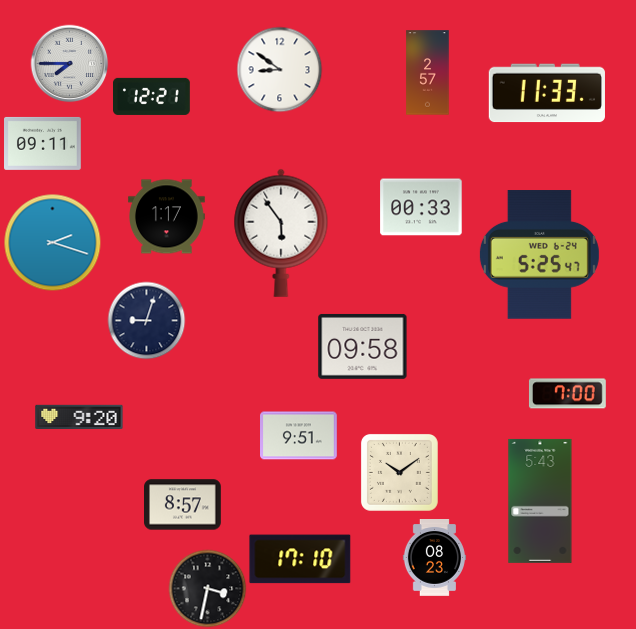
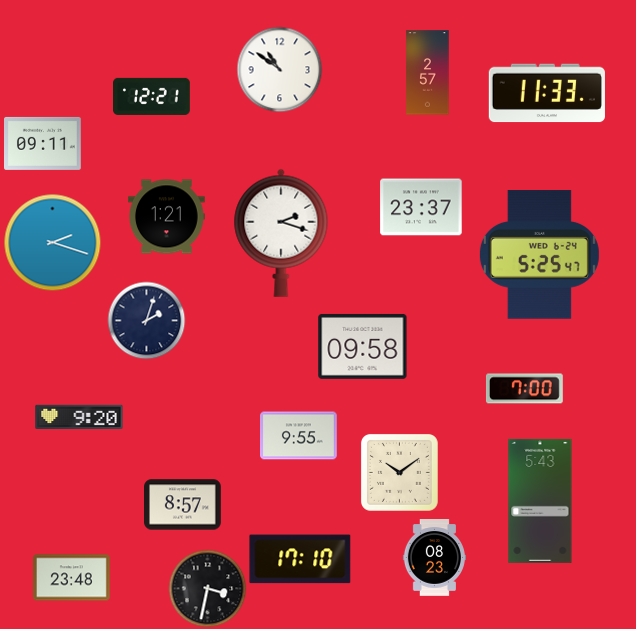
clock at (69, 63): 7:45 -> none
clock at (279, 69): 8:51 -> 10:51
clock at (421, 207): 00:33 -> 23:37
clock at (167, 217): 1:17 -> 1:21
clock at (281, 233): 5:54 -> 2:18
clock at (146, 320): 9:03 -> 2:03
clock at (567, 394) position: (567, 394) -> (524, 389)
clock at (299, 436): 9:51 -> 9:55
clock at (72, 578): none -> 23:48
